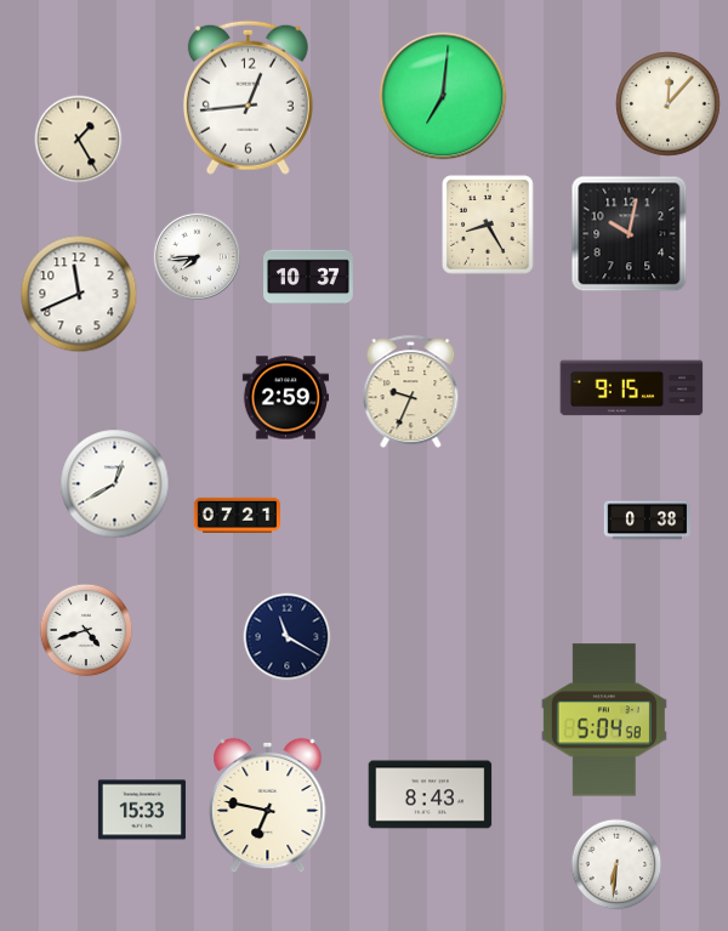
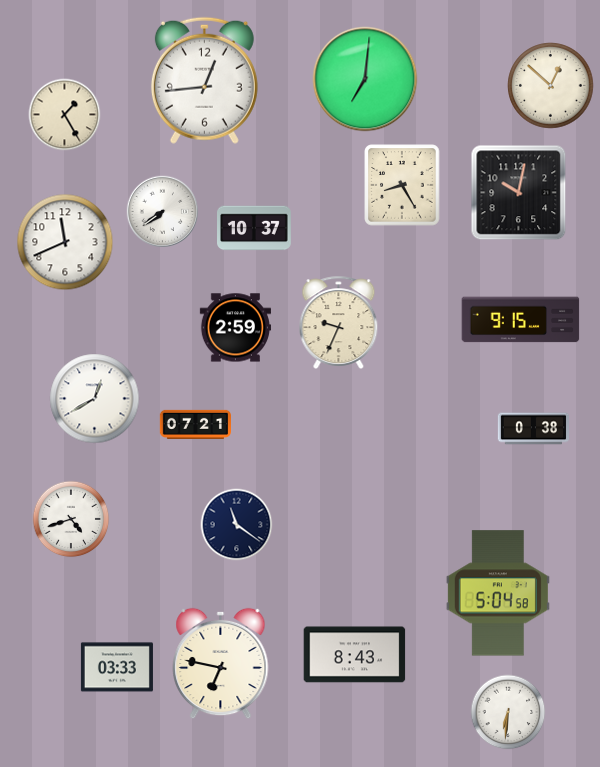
clock at (669, 104): 12:07 -> 12:52
clock at (197, 256): 7:44 -> 7:39
clock at (288, 637): 11:20 -> 11:21
clock at (142, 810): 15:33 -> 03:33
